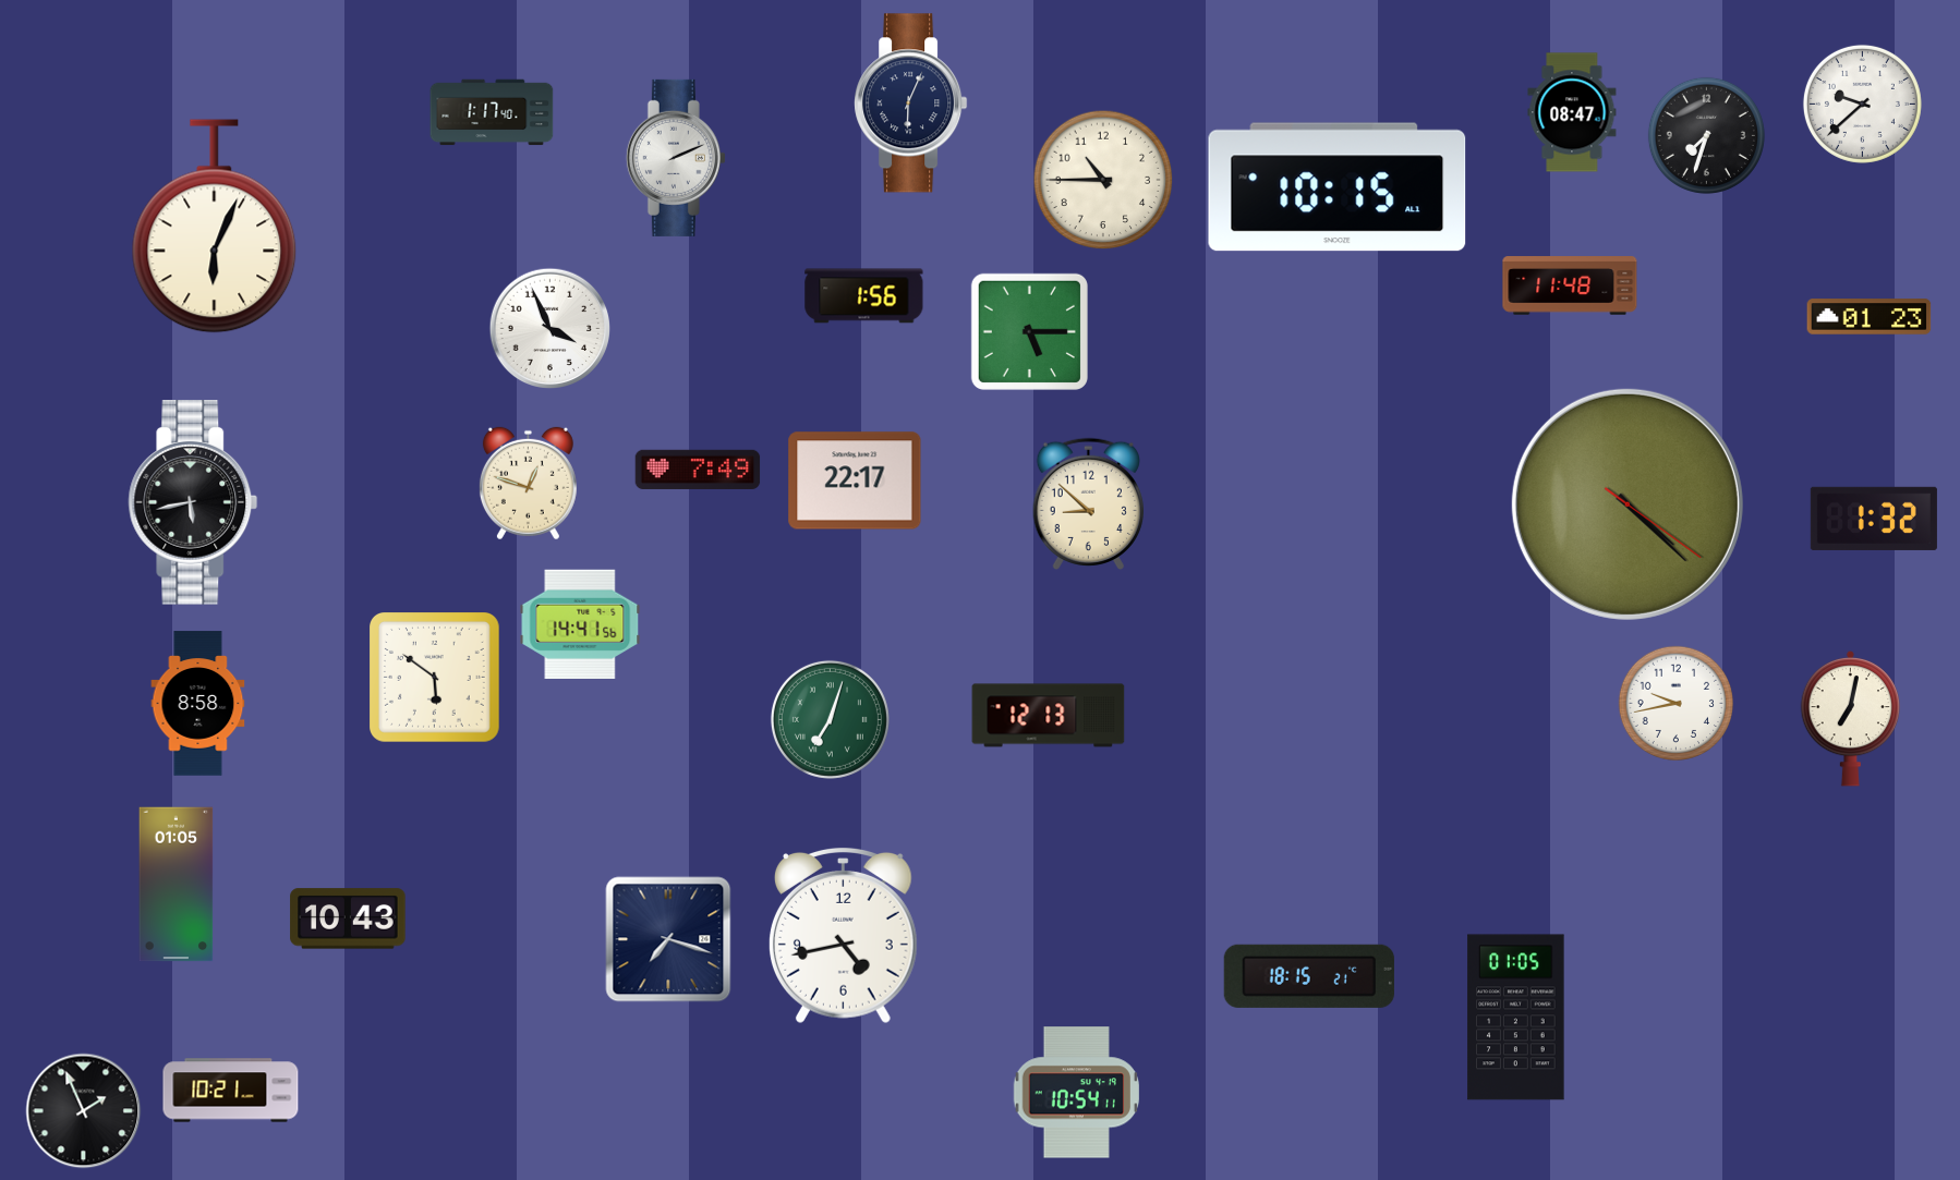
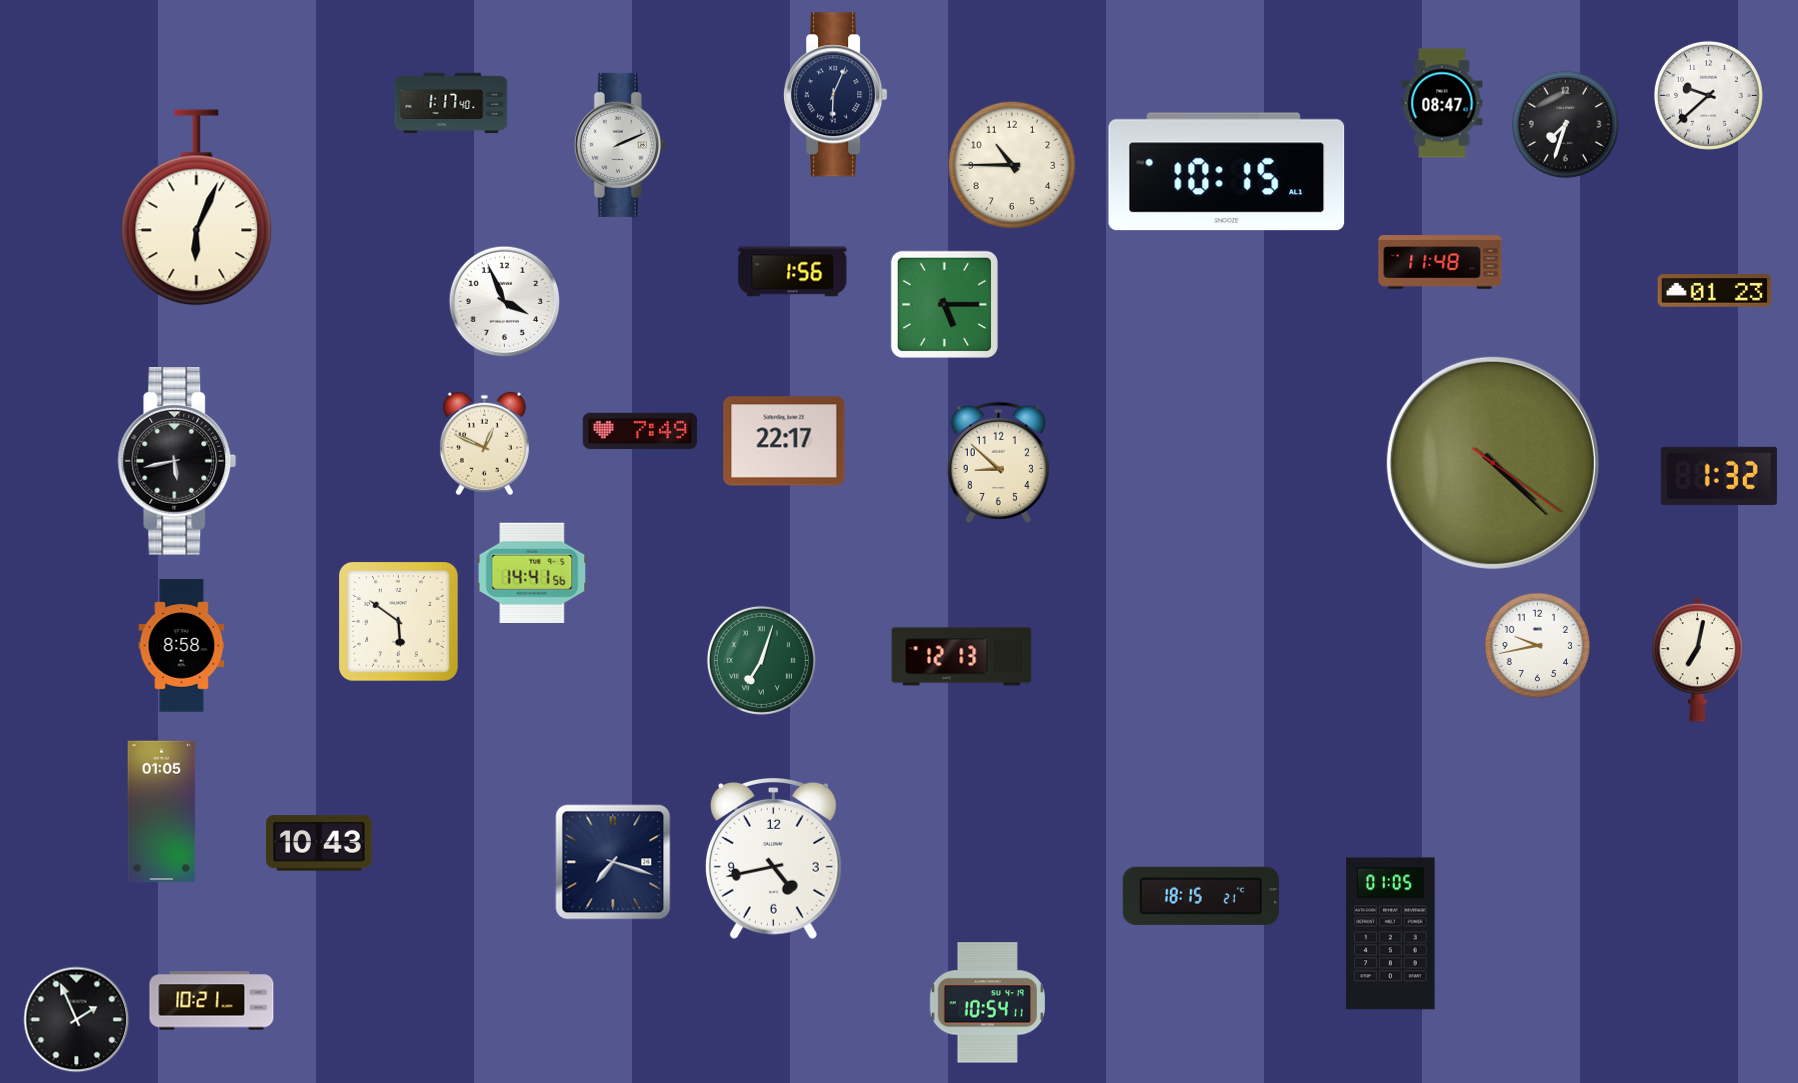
clock at (528, 484): 12:48 -> 12:49
